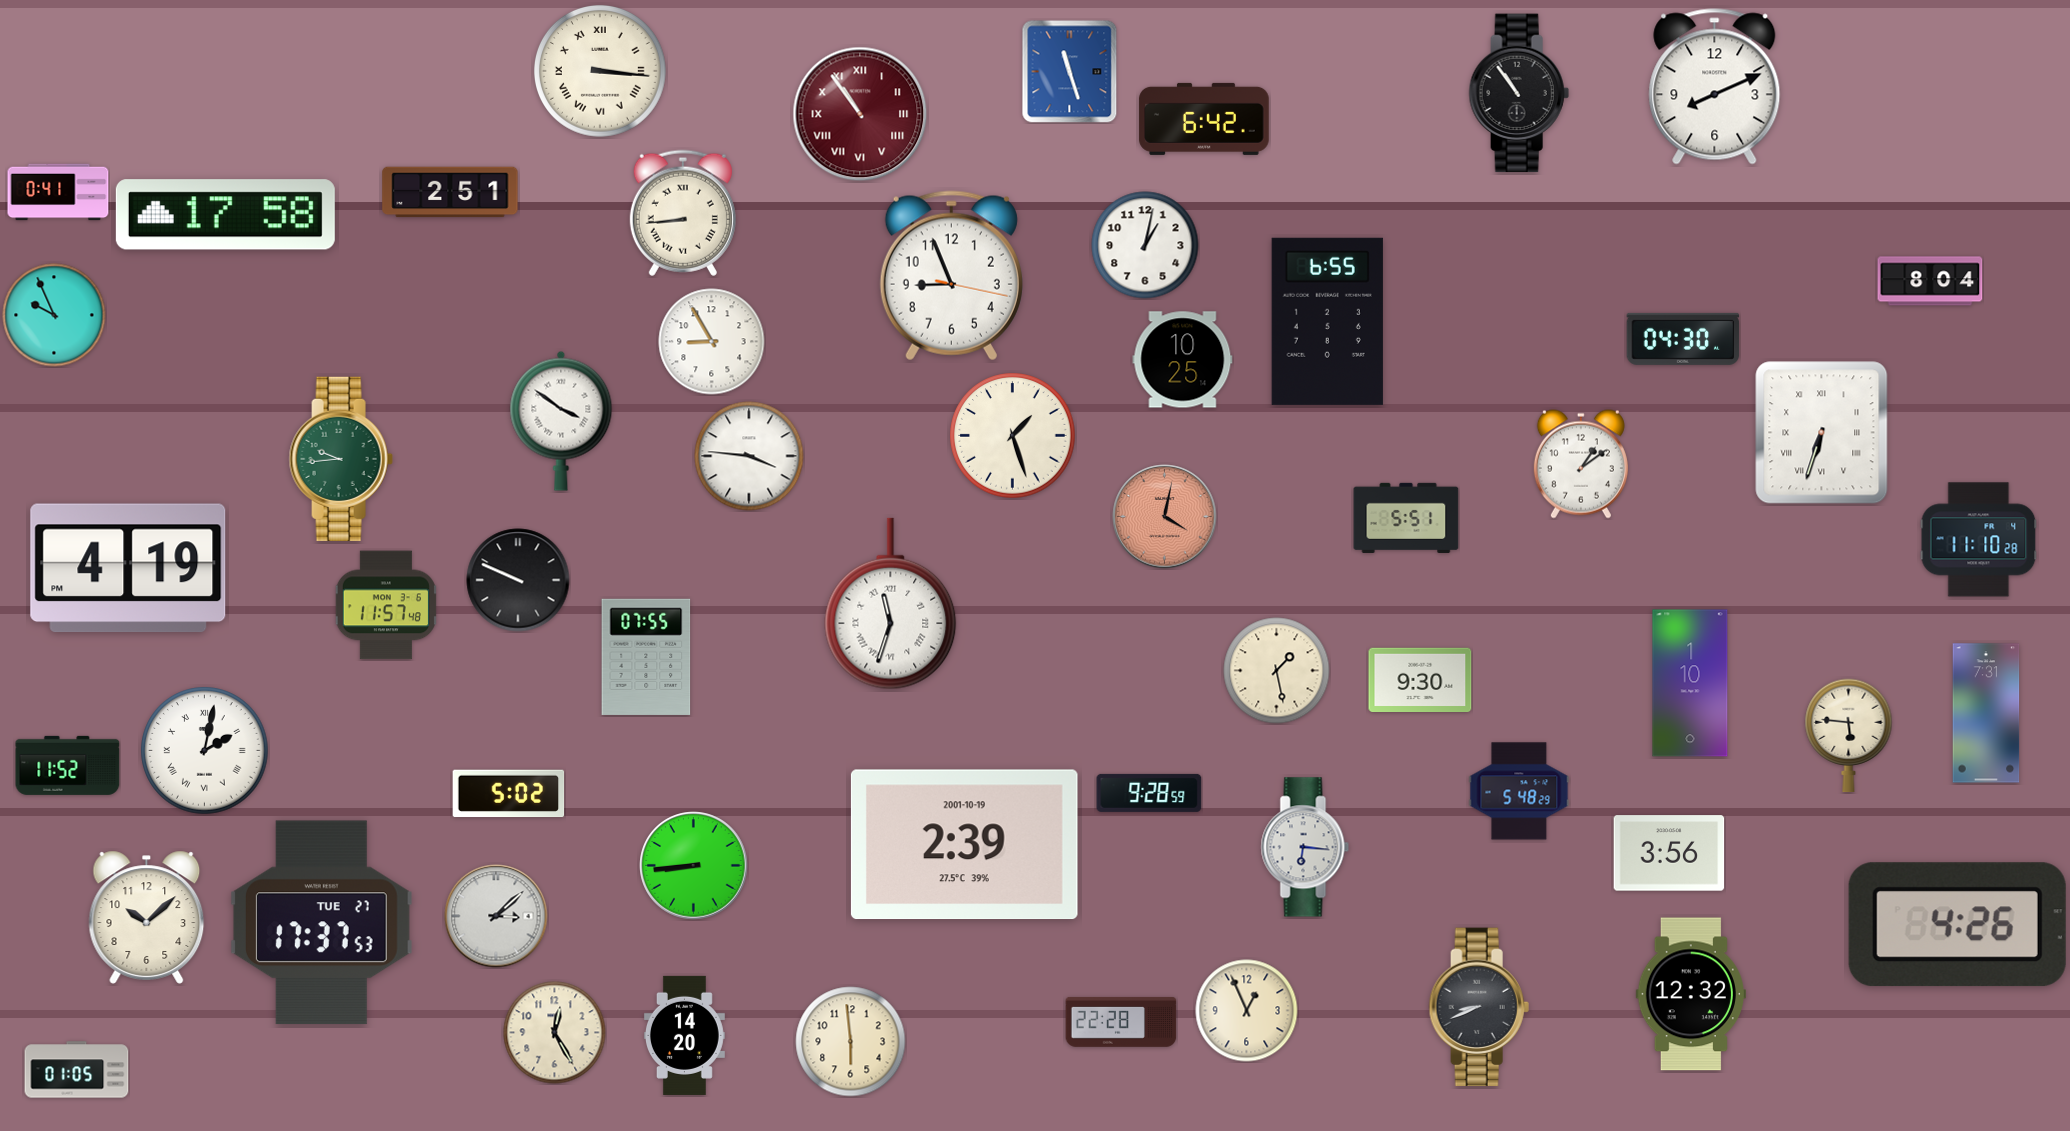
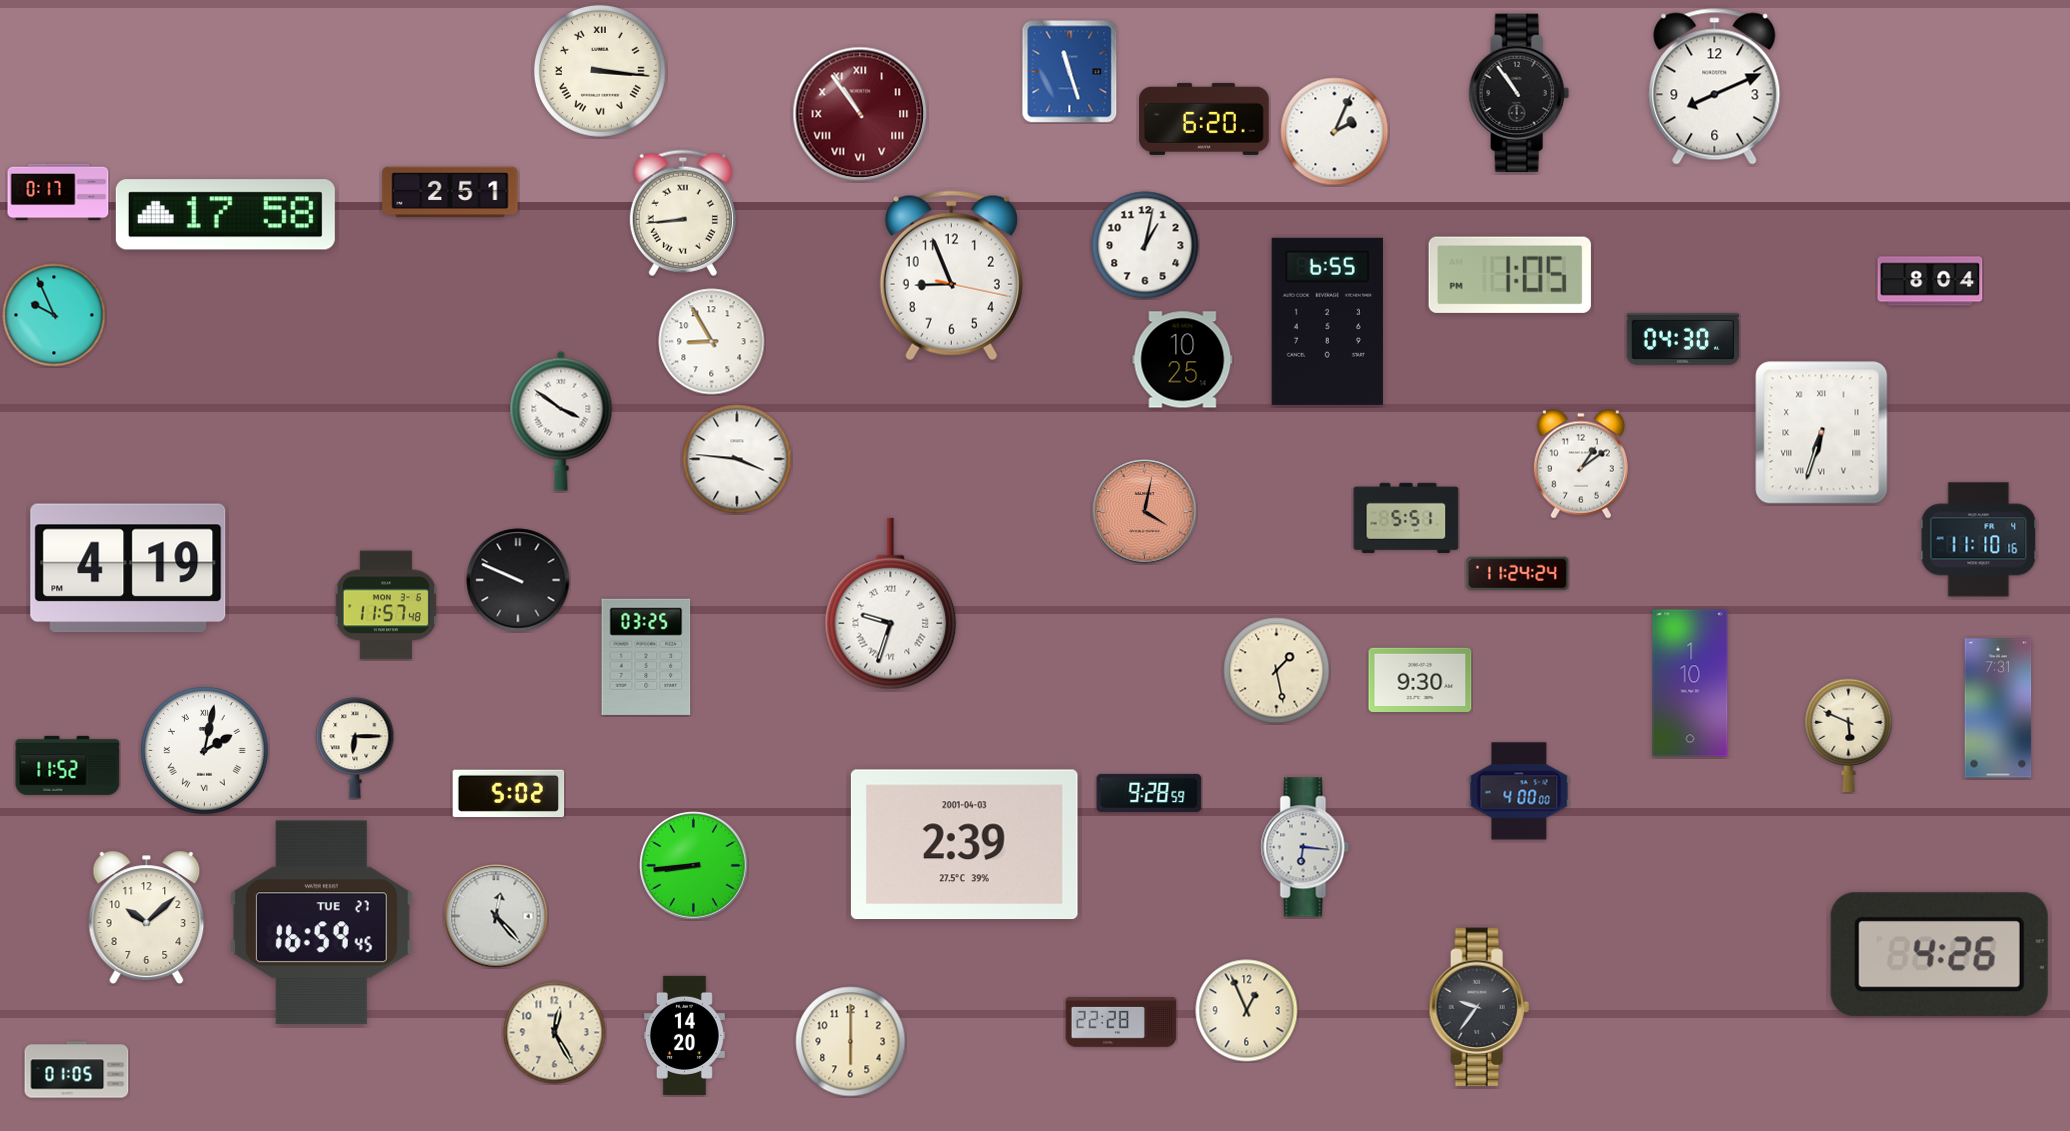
clock at (1204, 119): 6:42 -> 6:20
clock at (1335, 132): none -> 2:04
clock at (58, 192): 0:41 -> 0:17
clock at (1510, 275): none -> 1:05
clock at (1013, 436): 1:27 -> none
clock at (749, 456) position: (749, 456) -> (737, 459)
clock at (341, 459): 9:44 -> none
clock at (1165, 517) position: (1165, 517) -> (1145, 512)
clock at (1979, 540): 11:10:28 -> 11:10:16
clock at (1518, 574): none -> 11:24
clock at (891, 604): 11:33 -> 9:33
clock at (646, 657): 07:55 -> 03:25
clock at (1986, 713) position: (1986, 713) -> (1998, 708)
clock at (1849, 736): 5:46 -> 5:49
clock at (355, 748): none -> 6:15
clock at (1519, 791): 5:48 -> 4:00
clock at (964, 845) date: 2001-10-19 -> 2001-04-03
clock at (1669, 853): 3:56 -> none
clock at (496, 916): 3:08 -> 12:23
clock at (321, 923): 17:37 -> 16:59
clock at (1957, 925) position: (1957, 925) -> (1939, 955)
clock at (1691, 994): 12:32 -> none
clock at (1479, 1007): 8:41 -> 9:36
clock at (851, 1042): 5:59 -> 6:00
